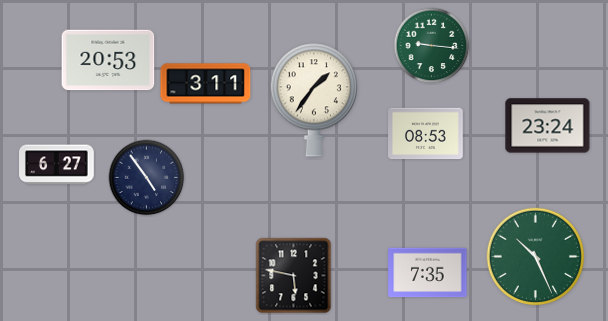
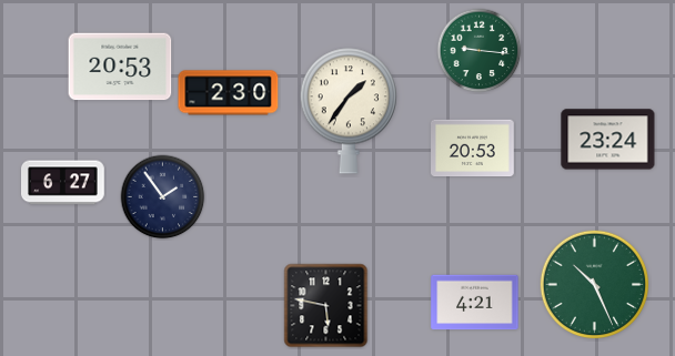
clock at (206, 84): 3:11 -> 2:30
clock at (426, 134): 08:53 -> 20:53
clock at (147, 178): 4:54 -> 1:54
clock at (428, 273): 7:35 -> 4:21
